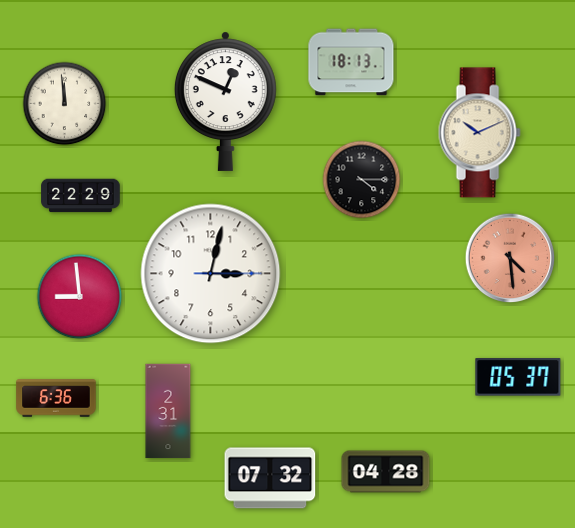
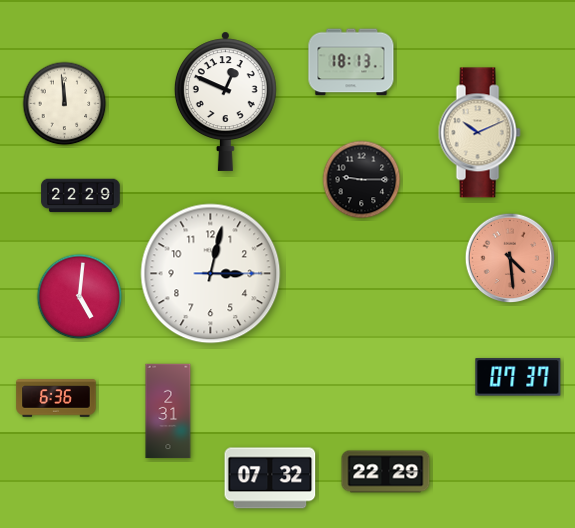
clock at (362, 180): 4:15 -> 9:15
clock at (80, 297): 8:59 -> 5:01
clock at (518, 377): 05:37 -> 07:37
clock at (386, 472): 04:28 -> 22:29
